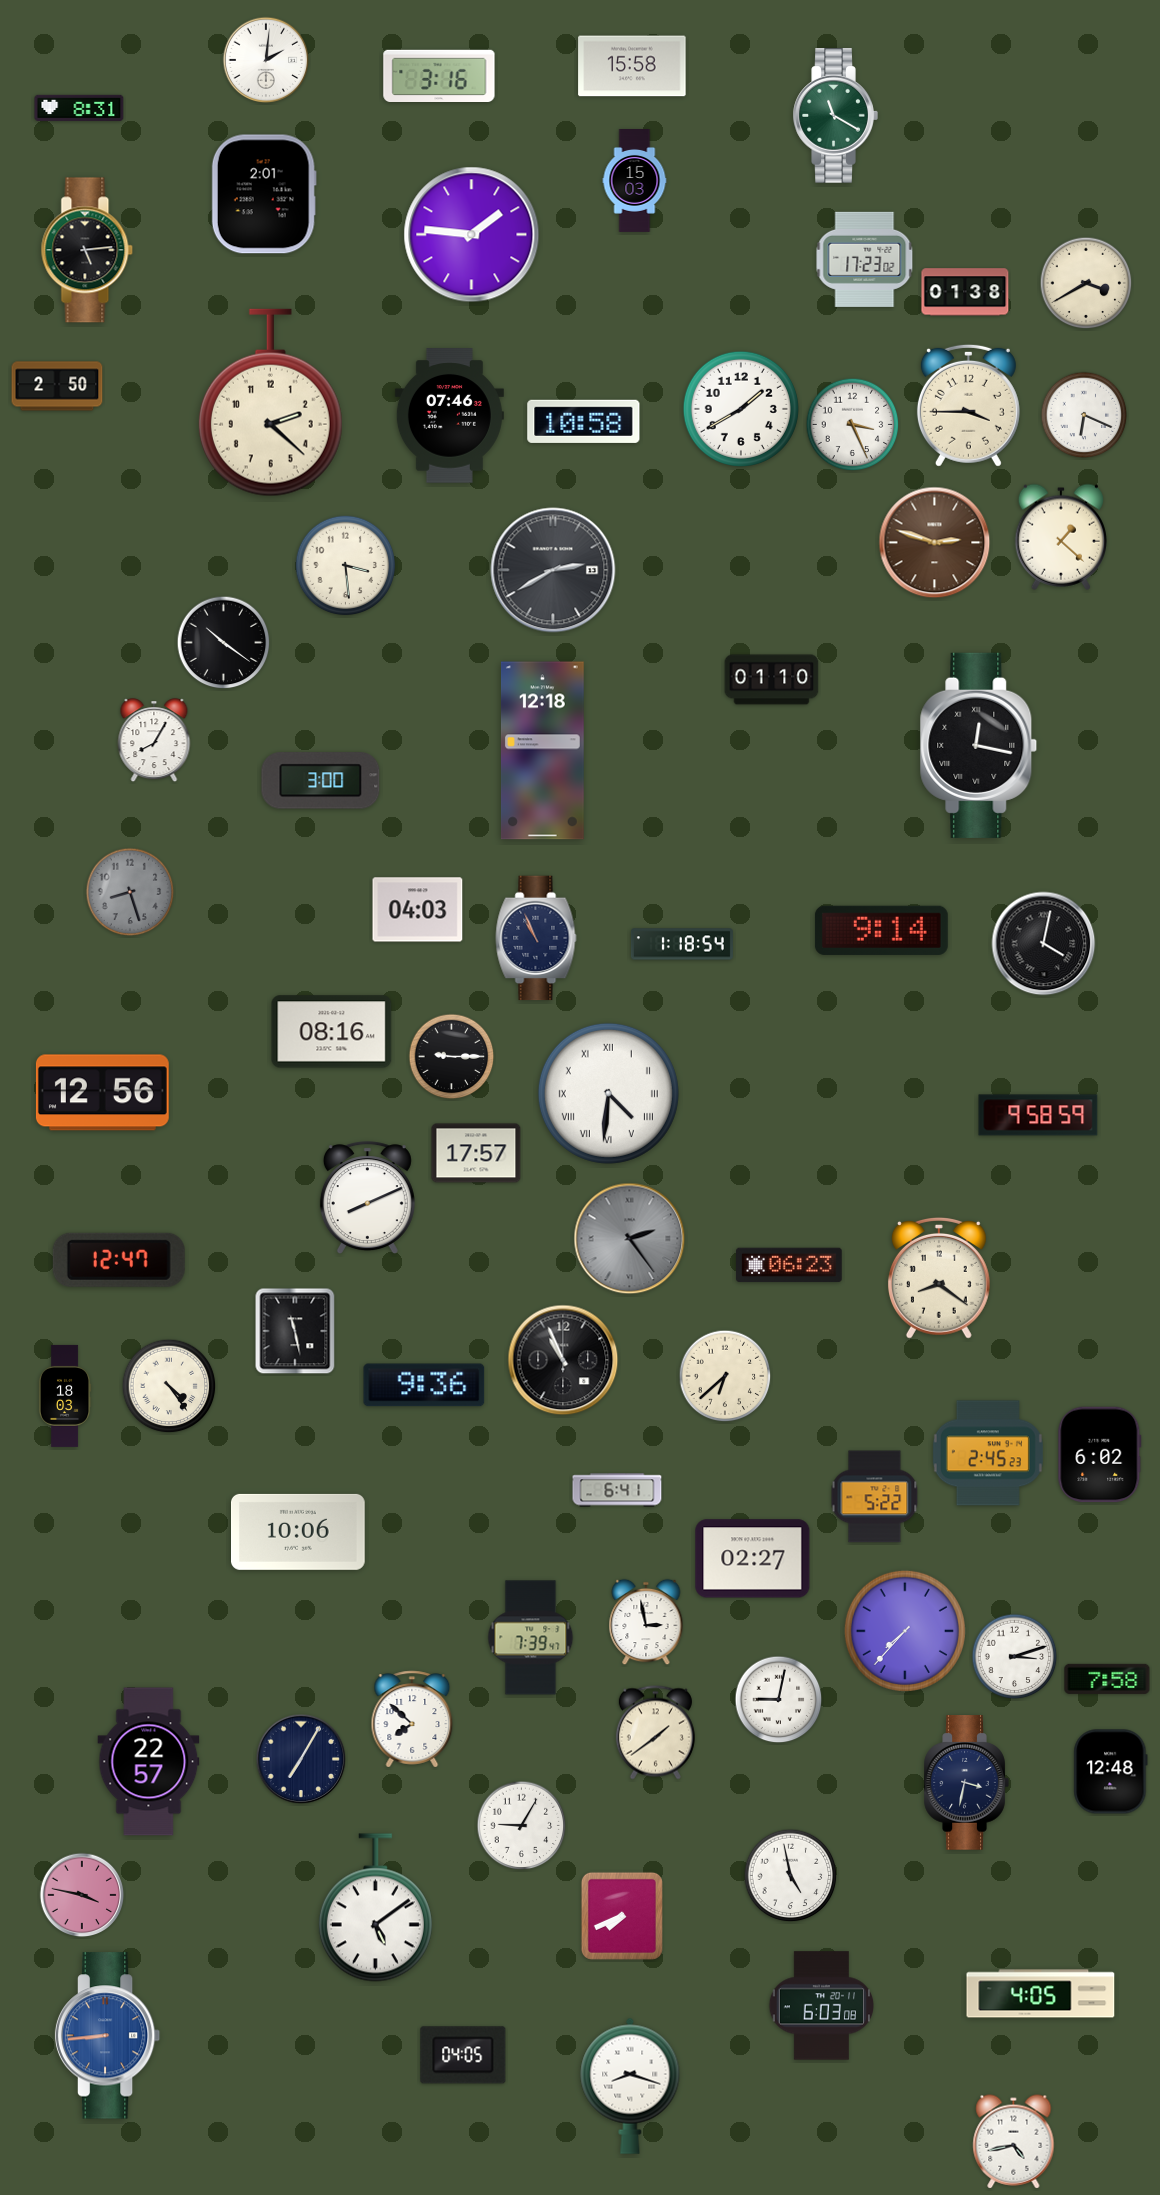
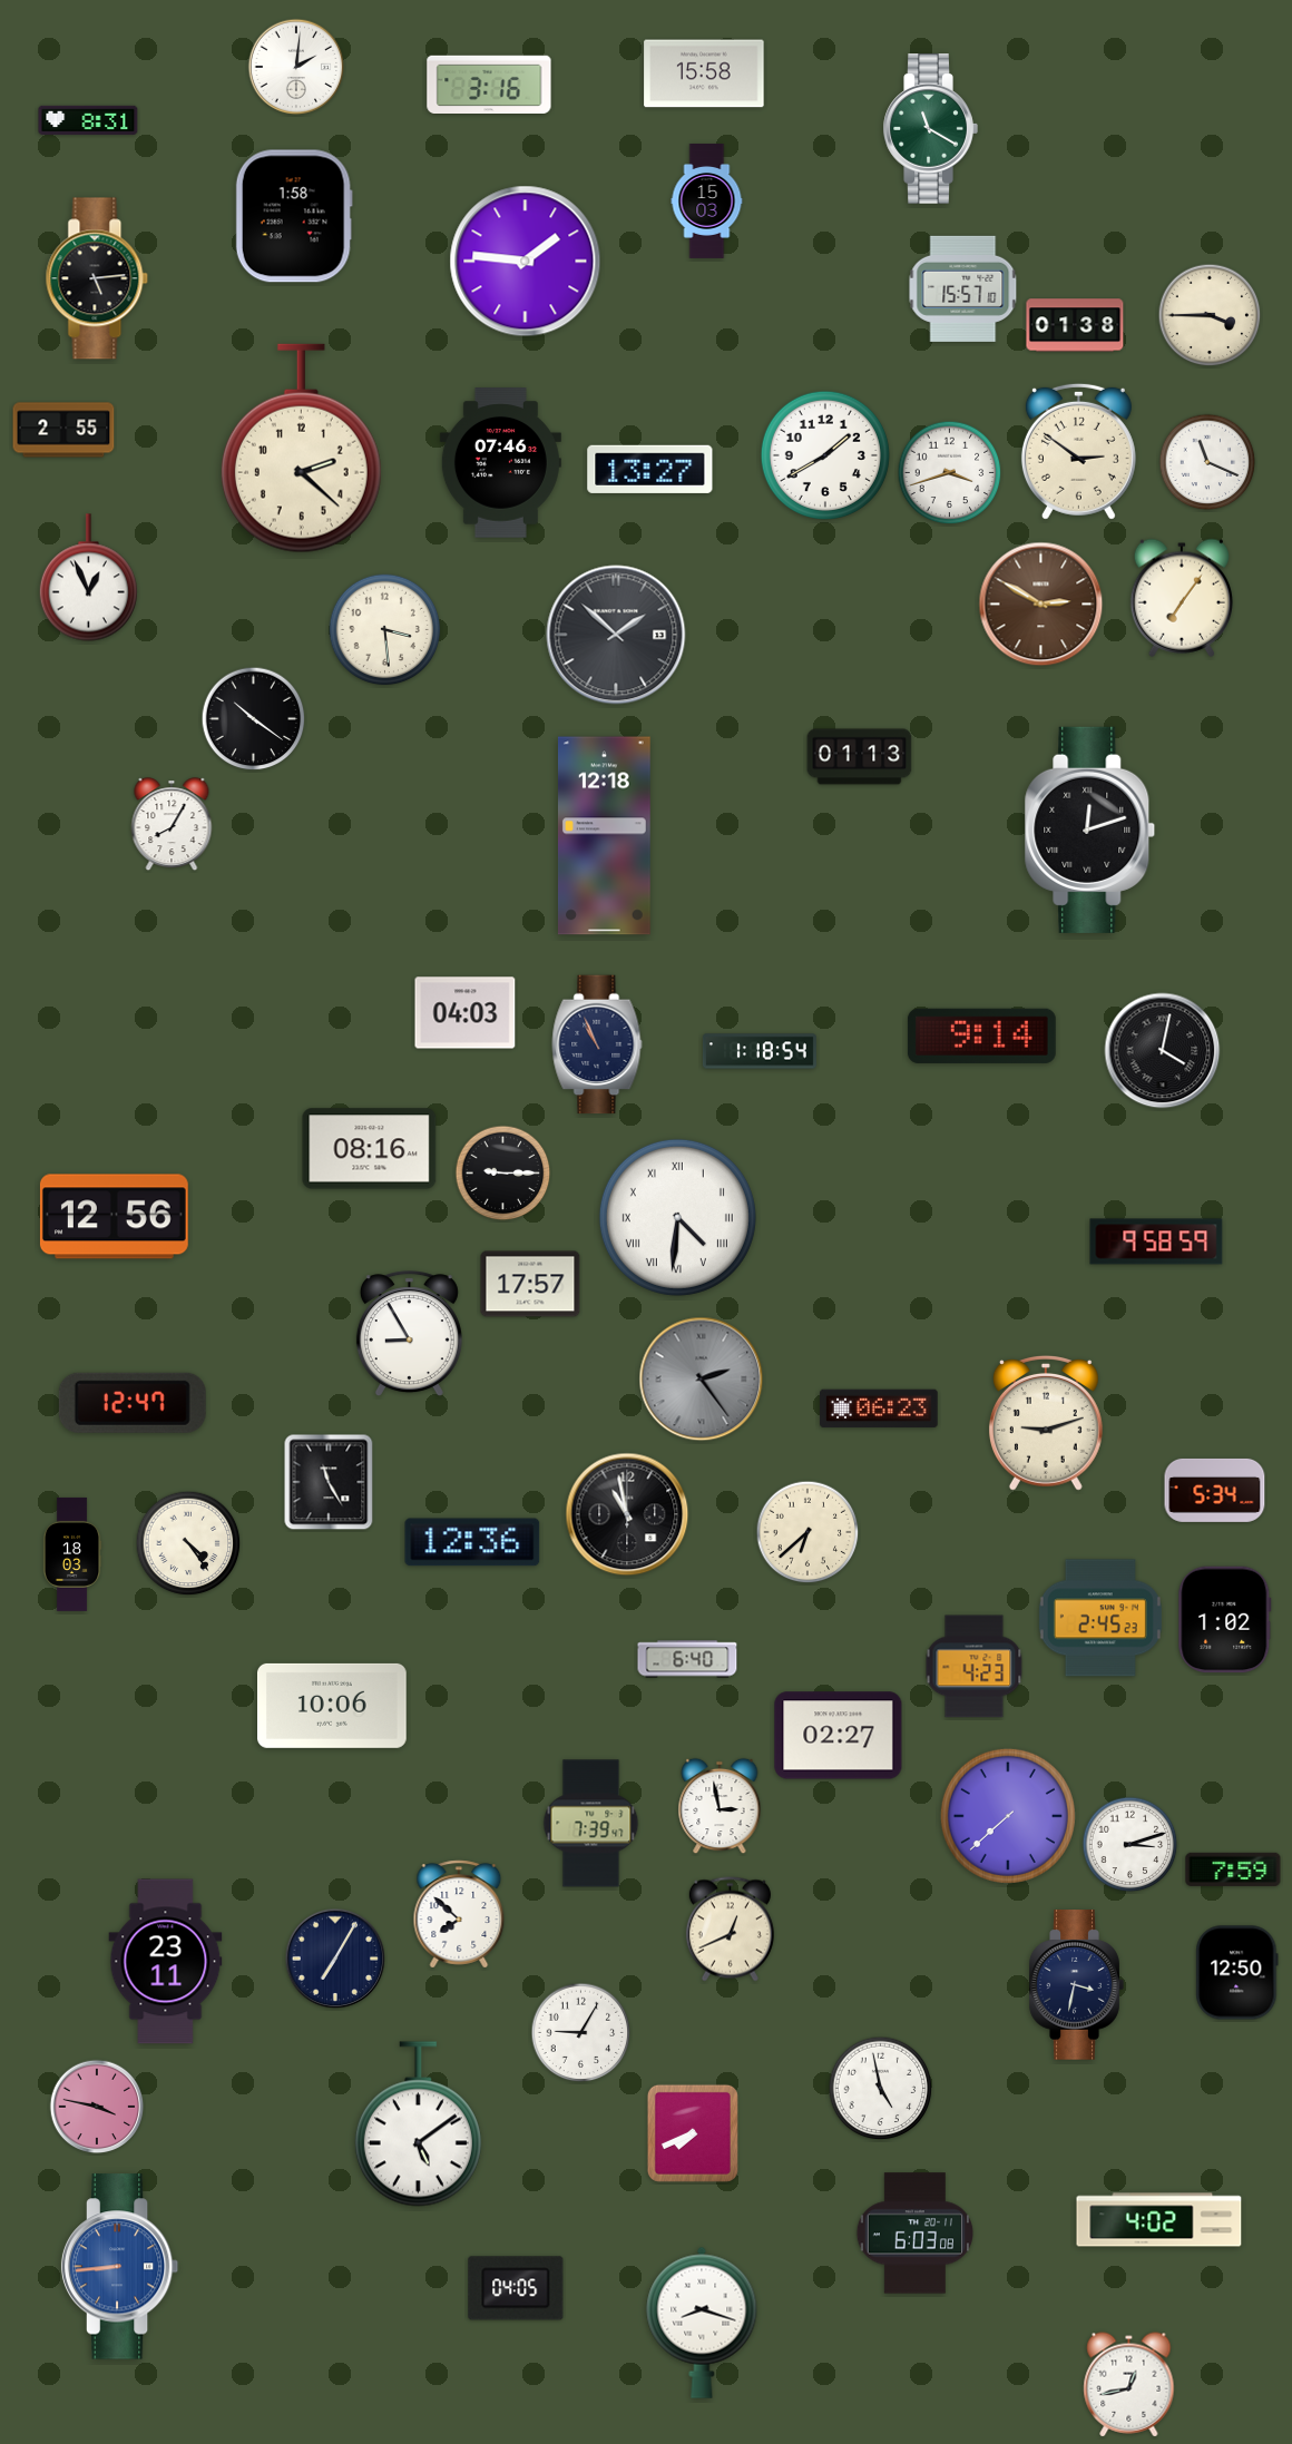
clock at (264, 194): 2:01 -> 1:58
clock at (865, 259): 17:23 -> 15:57
clock at (1086, 283): 3:40 -> 3:45
clock at (57, 386): 2:50 -> 2:55
clock at (968, 405): 3:45 -> 2:51
clock at (1084, 415): 6:19 -> 11:19
clock at (584, 421): 10:58 -> 13:27
clock at (853, 425): 3:26 -> 3:42
clock at (88, 578): none -> 12:56
clock at (1060, 537): 1:22 -> 7:06
clock at (935, 543): 2:48 -> 2:50
clock at (553, 570): 2:40 -> 1:52
clock at (224, 643) position: (224, 643) -> (254, 719)
clock at (772, 680): 01:10 -> 01:13
clock at (979, 745): 12:17 -> 12:12
clock at (321, 781): 3:00 -> none
clock at (130, 892): 8:27 -> none
clock at (452, 1057) position: (452, 1057) -> (503, 1174)
clock at (367, 1198): 8:11 -> 8:55
clock at (939, 1278): 8:21 -> 9:12
clock at (295, 1331): 11:28 -> 11:25
clock at (1215, 1490): none -> 5:34
clock at (563, 1360): 10:56 -> 10:58
clock at (424, 1385): 9:36 -> 12:36
clock at (1100, 1455): 6:02 -> 1:02
clock at (617, 1490): 6:41 -> 6:40
clock at (875, 1497): 5:22 -> 4:23
clock at (905, 1631): 7:37 -> 7:38
clock at (1107, 1679): 7:58 -> 7:59
clock at (779, 1700): 9:02 -> none
clock at (655, 1733): 1:39 -> 12:41
clock at (149, 1762): 22:57 -> 23:11
clock at (1111, 1772): 12:48 -> 12:50
clock at (82, 1895) position: (82, 1895) -> (97, 2107)
clock at (1041, 1994): 4:05 -> 4:02
clock at (1014, 2142): 4:43 -> 12:43
